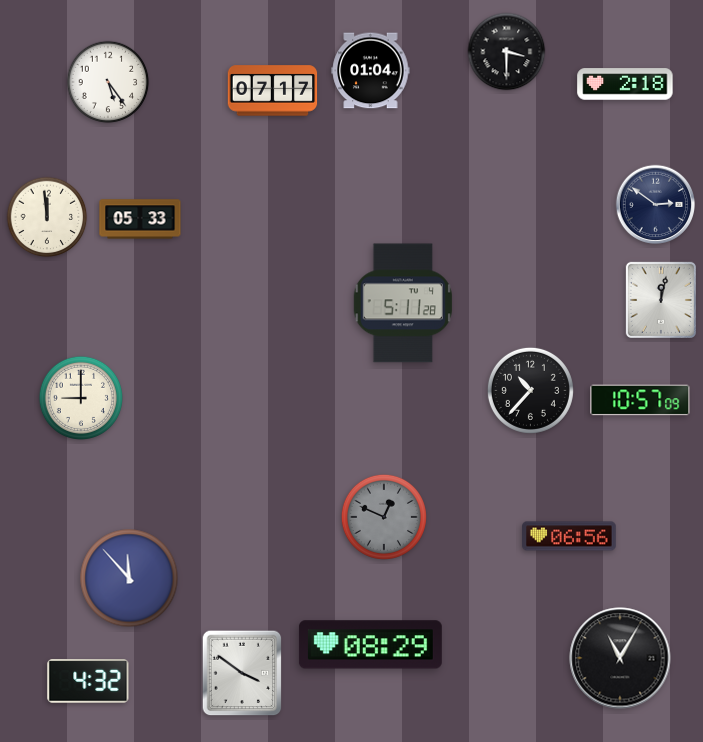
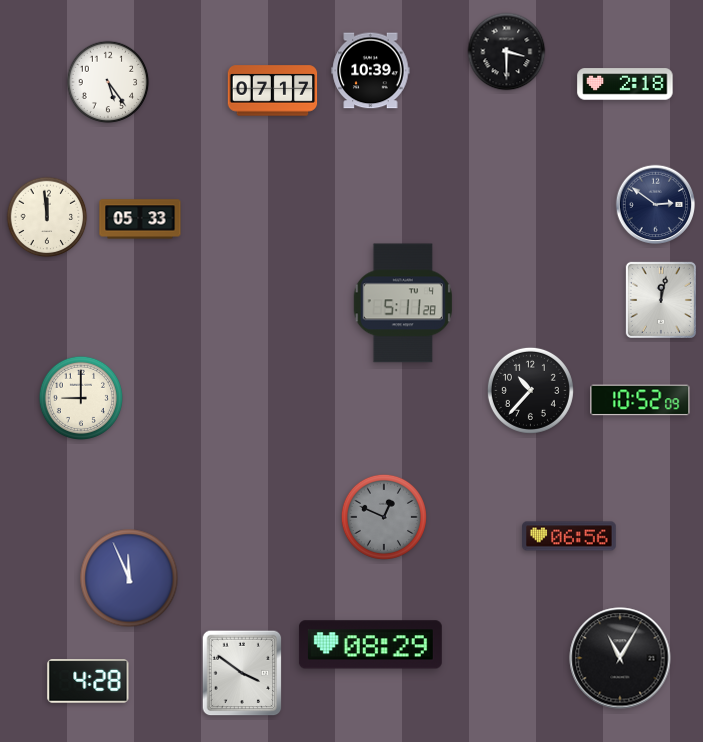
clock at (371, 71): 01:04 -> 10:39
clock at (640, 400): 10:57 -> 10:52
clock at (129, 578): 11:53 -> 11:56
clock at (88, 681): 4:32 -> 4:28
